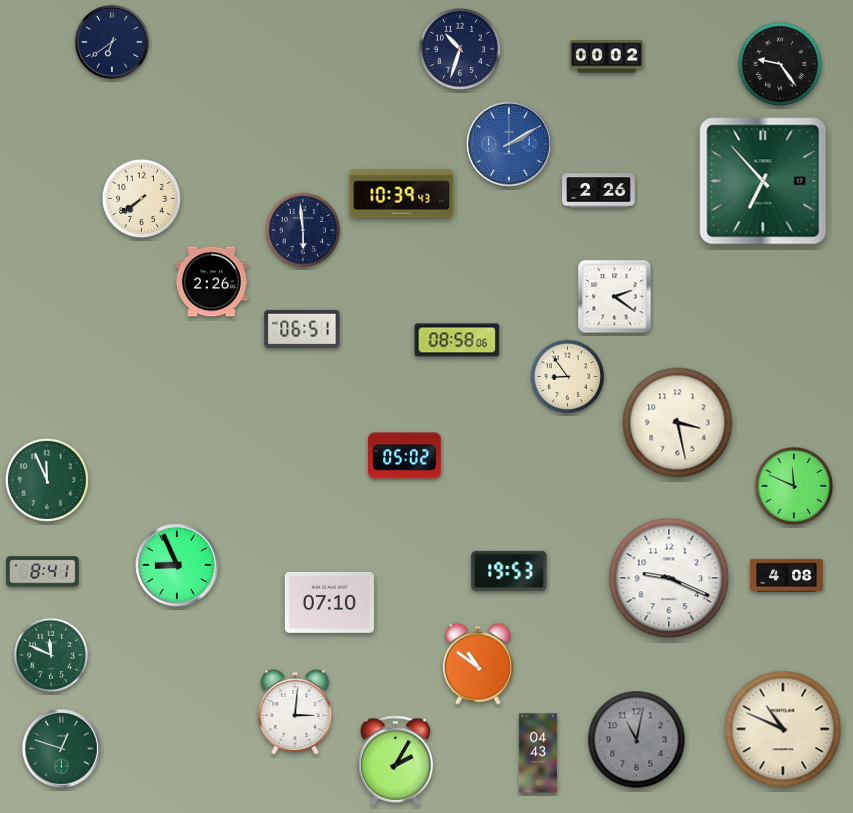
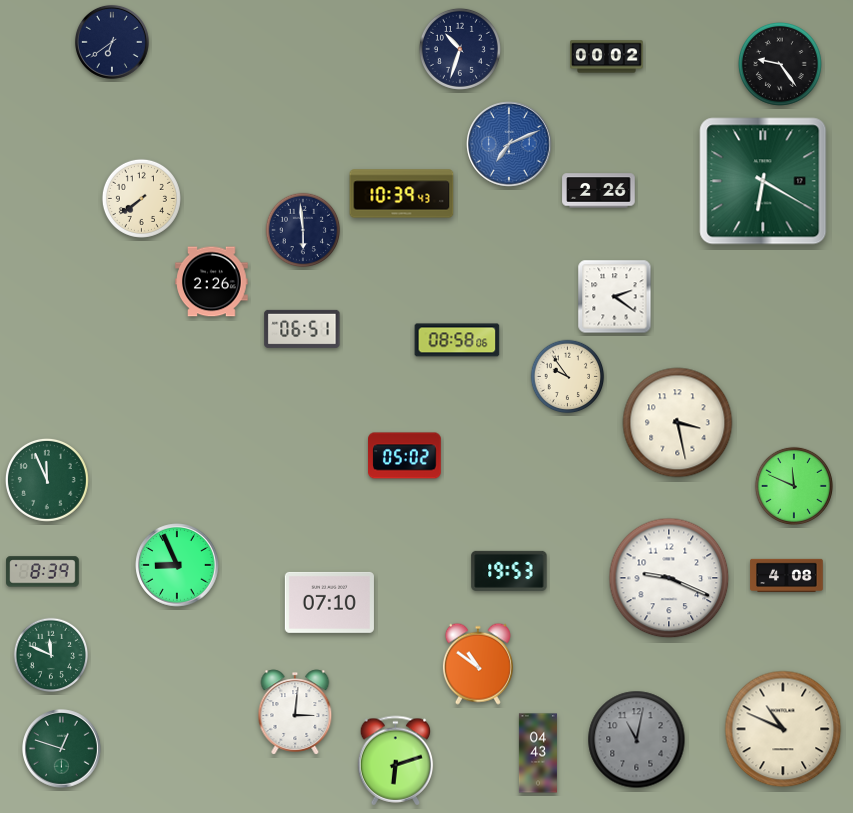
clock at (509, 144): 2:10 -> 7:11
clock at (763, 181): 6:53 -> 6:20
clock at (568, 377): 8:54 -> 9:54
clock at (43, 572): 8:41 -> 8:39
clock at (396, 761): 2:05 -> 6:12
